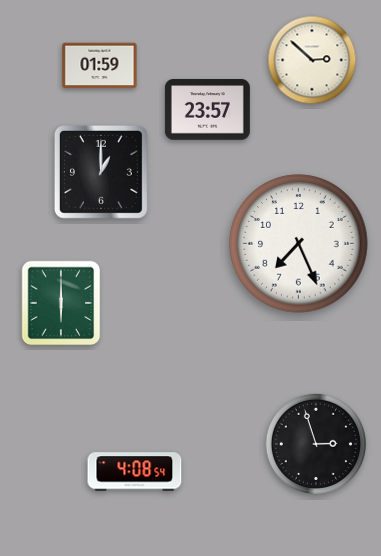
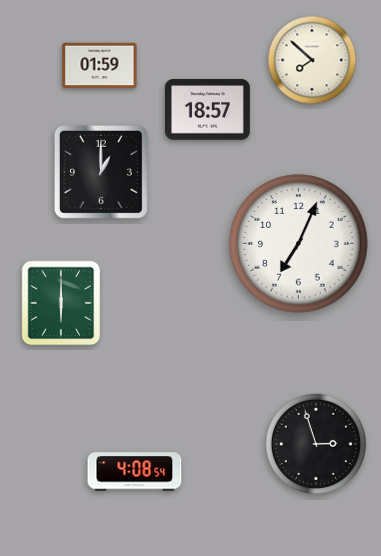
clock at (312, 60): 2:52 -> 7:52
clock at (207, 110): 23:57 -> 18:57
clock at (299, 244): 7:26 -> 7:04
